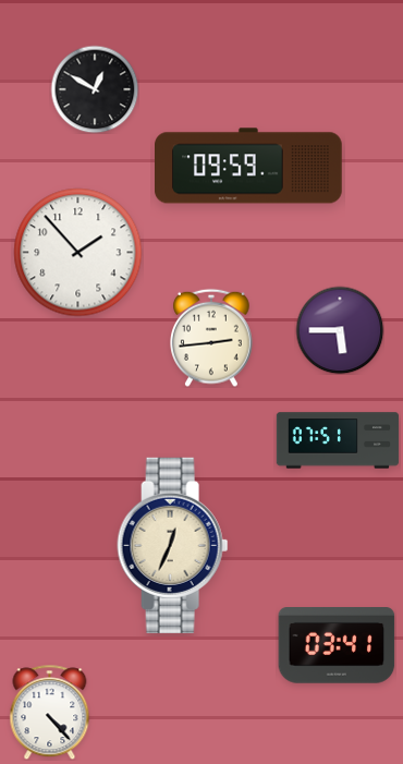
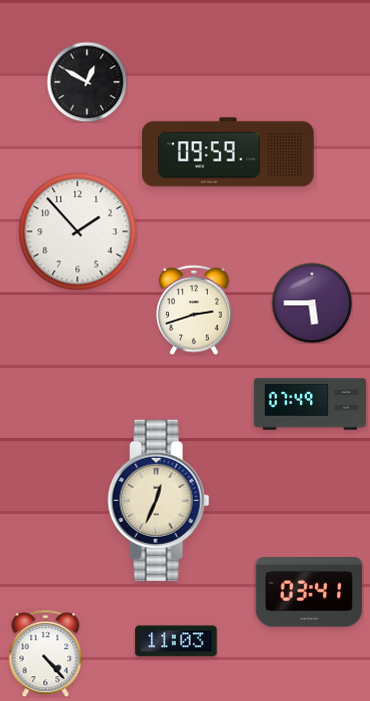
clock at (78, 253) position: (78, 253) -> (78, 232)
clock at (211, 338): 2:44 -> 2:42
clock at (338, 440): 07:51 -> 07:49
clock at (176, 641): none -> 11:03
